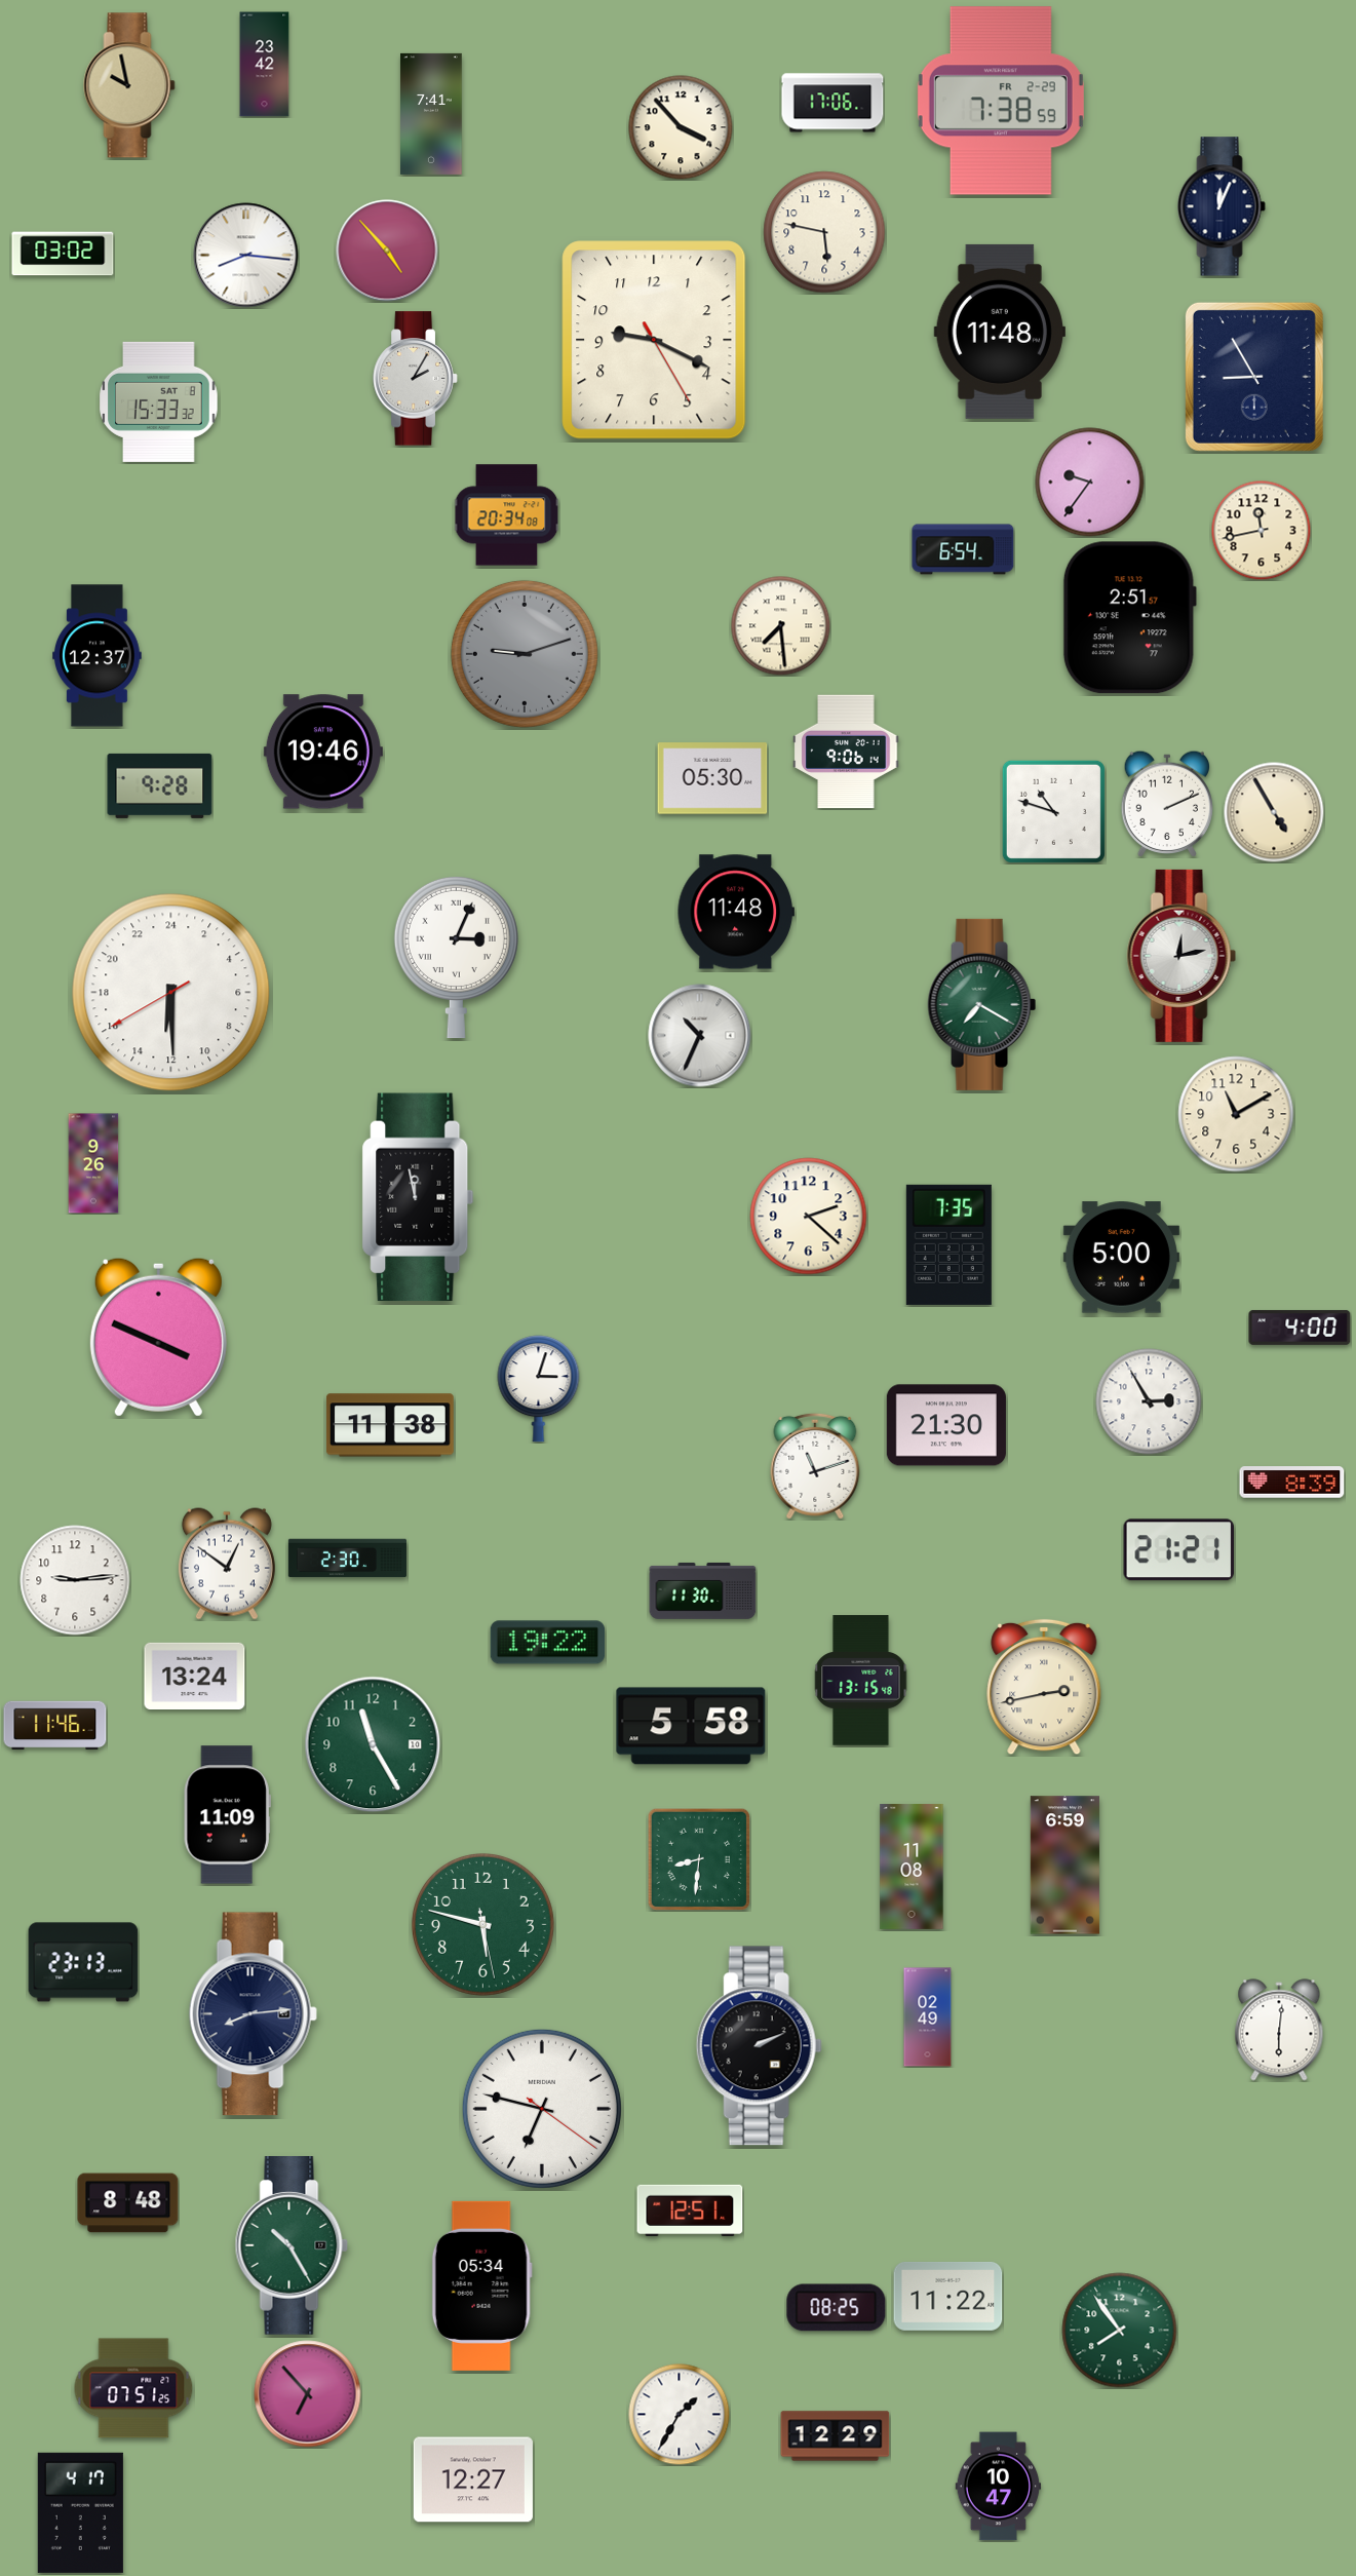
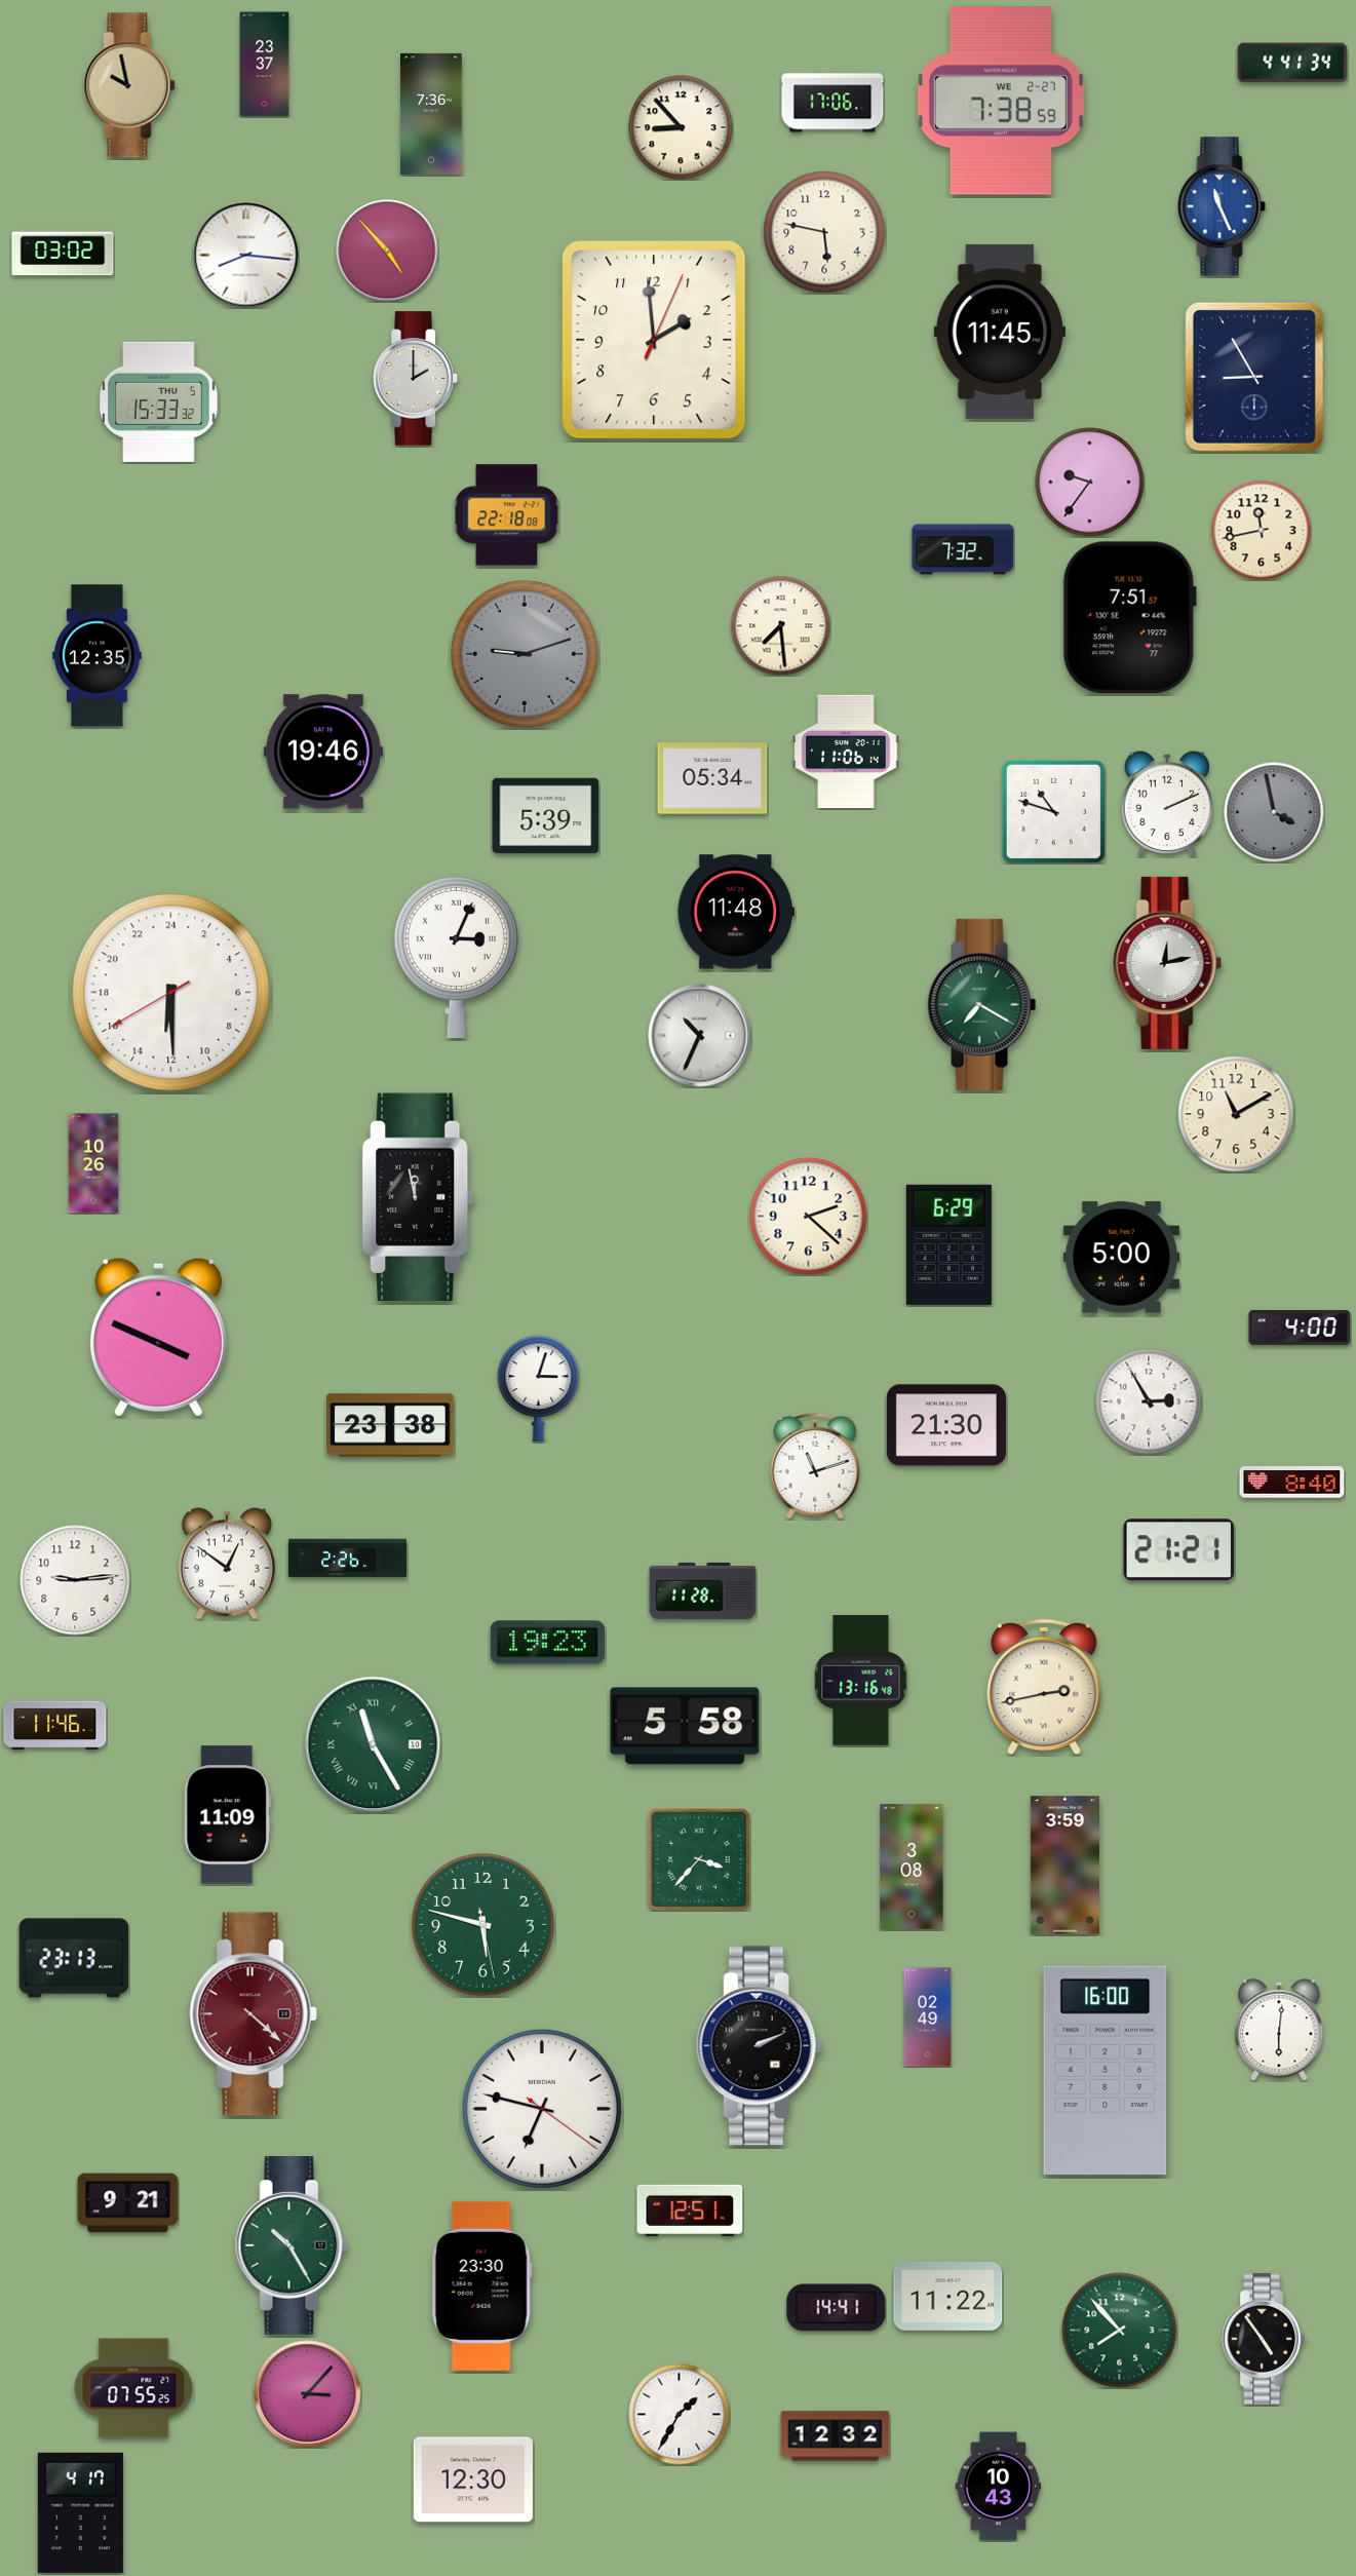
clock at (1292, 63): none -> 4:41
clock at (265, 65): 23:42 -> 23:37
clock at (1001, 101) date: FR 2-29 -> WE 2-27
clock at (431, 114): 7:41 -> 7:36
clock at (681, 127): 3:53 -> 8:53
clock at (1222, 206): 12:04 -> 11:26
clock at (1222, 206) dial: navy -> blue
clock at (1000, 332): 11:48 -> 11:45
clock at (654, 340): 9:19 -> 1:59
clock at (416, 379): 2:05 -> 2:00
clock at (159, 401) date: SAT 8 -> THU 5
clock at (506, 515): 20:34 -> 22:18
clock at (963, 549): 6:54 -> 7:32
clock at (1129, 618): 2:51 -> 7:51
clock at (98, 656): 12:37 -> 12:35
clock at (846, 752): 9:06 -> 11:06
clock at (712, 778): 05:30 -> 05:34
clock at (160, 785): 9:28 -> none
clock at (1274, 812): 4:55 -> 3:58
clock at (1274, 812) dial: cream -> grey
clock at (546, 815): none -> 5:39
clock at (1181, 956) position: (1181, 956) -> (1167, 963)
clock at (93, 1163): 9:26 -> 10:26
clock at (948, 1244): 7:35 -> 6:29
clock at (390, 1425): 11:38 -> 23:38
clock at (1292, 1483): 8:39 -> 8:40
clock at (347, 1559): 2:30 -> 2:26
clock at (703, 1590): 11:30 -> 11:28
clock at (548, 1643): 19:22 -> 19:23
clock at (195, 1676): 13:24 -> none
clock at (861, 1681): 13:15 -> 13:16
clock at (691, 1726) position: (691, 1726) -> (685, 1726)
clock at (373, 1744) numerals: Arabic -> Roman
clock at (699, 1859): 8:31 -> 3:37
clock at (1064, 1866): 6:59 -> 3:59
clock at (912, 1867): 11:08 -> 3:08
clock at (83, 1962) position: (83, 1962) -> (74, 1958)
clock at (253, 2014): 8:14 -> 4:22
clock at (253, 2014) dial: navy -> burgundy
clock at (1106, 2071): none -> 16:00
clock at (128, 2203): 8:48 -> 9:21
clock at (481, 2285): 05:34 -> 23:30
clock at (837, 2308): 08:25 -> 14:41
clock at (1120, 2331): 7:54 -> 7:53
clock at (1263, 2339): none -> 4:54
clock at (133, 2388): 07:51 -> 07:55
clock at (308, 2394): 6:53 -> 3:07
clock at (836, 2436): 12:29 -> 12:32
clock at (473, 2479): 12:27 -> 12:30
clock at (999, 2487): 10:47 -> 10:43
